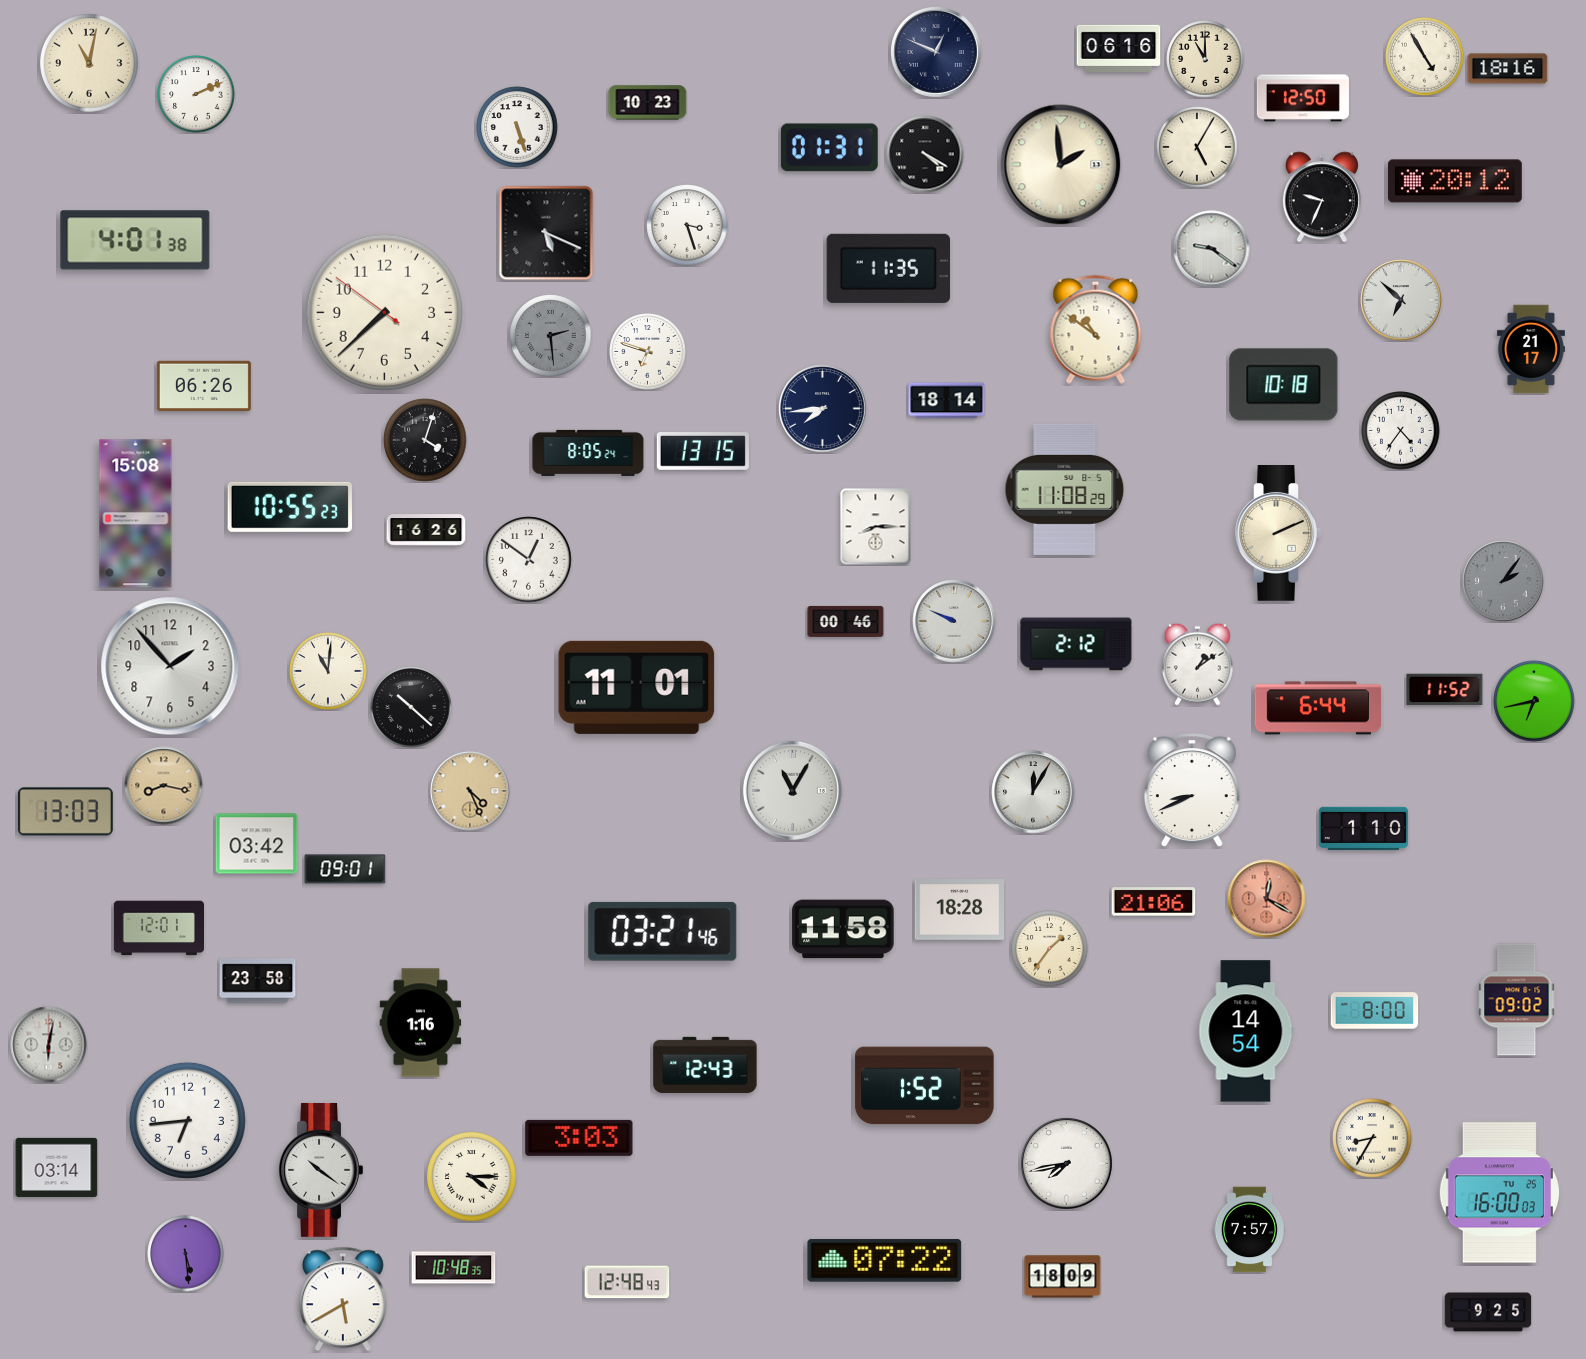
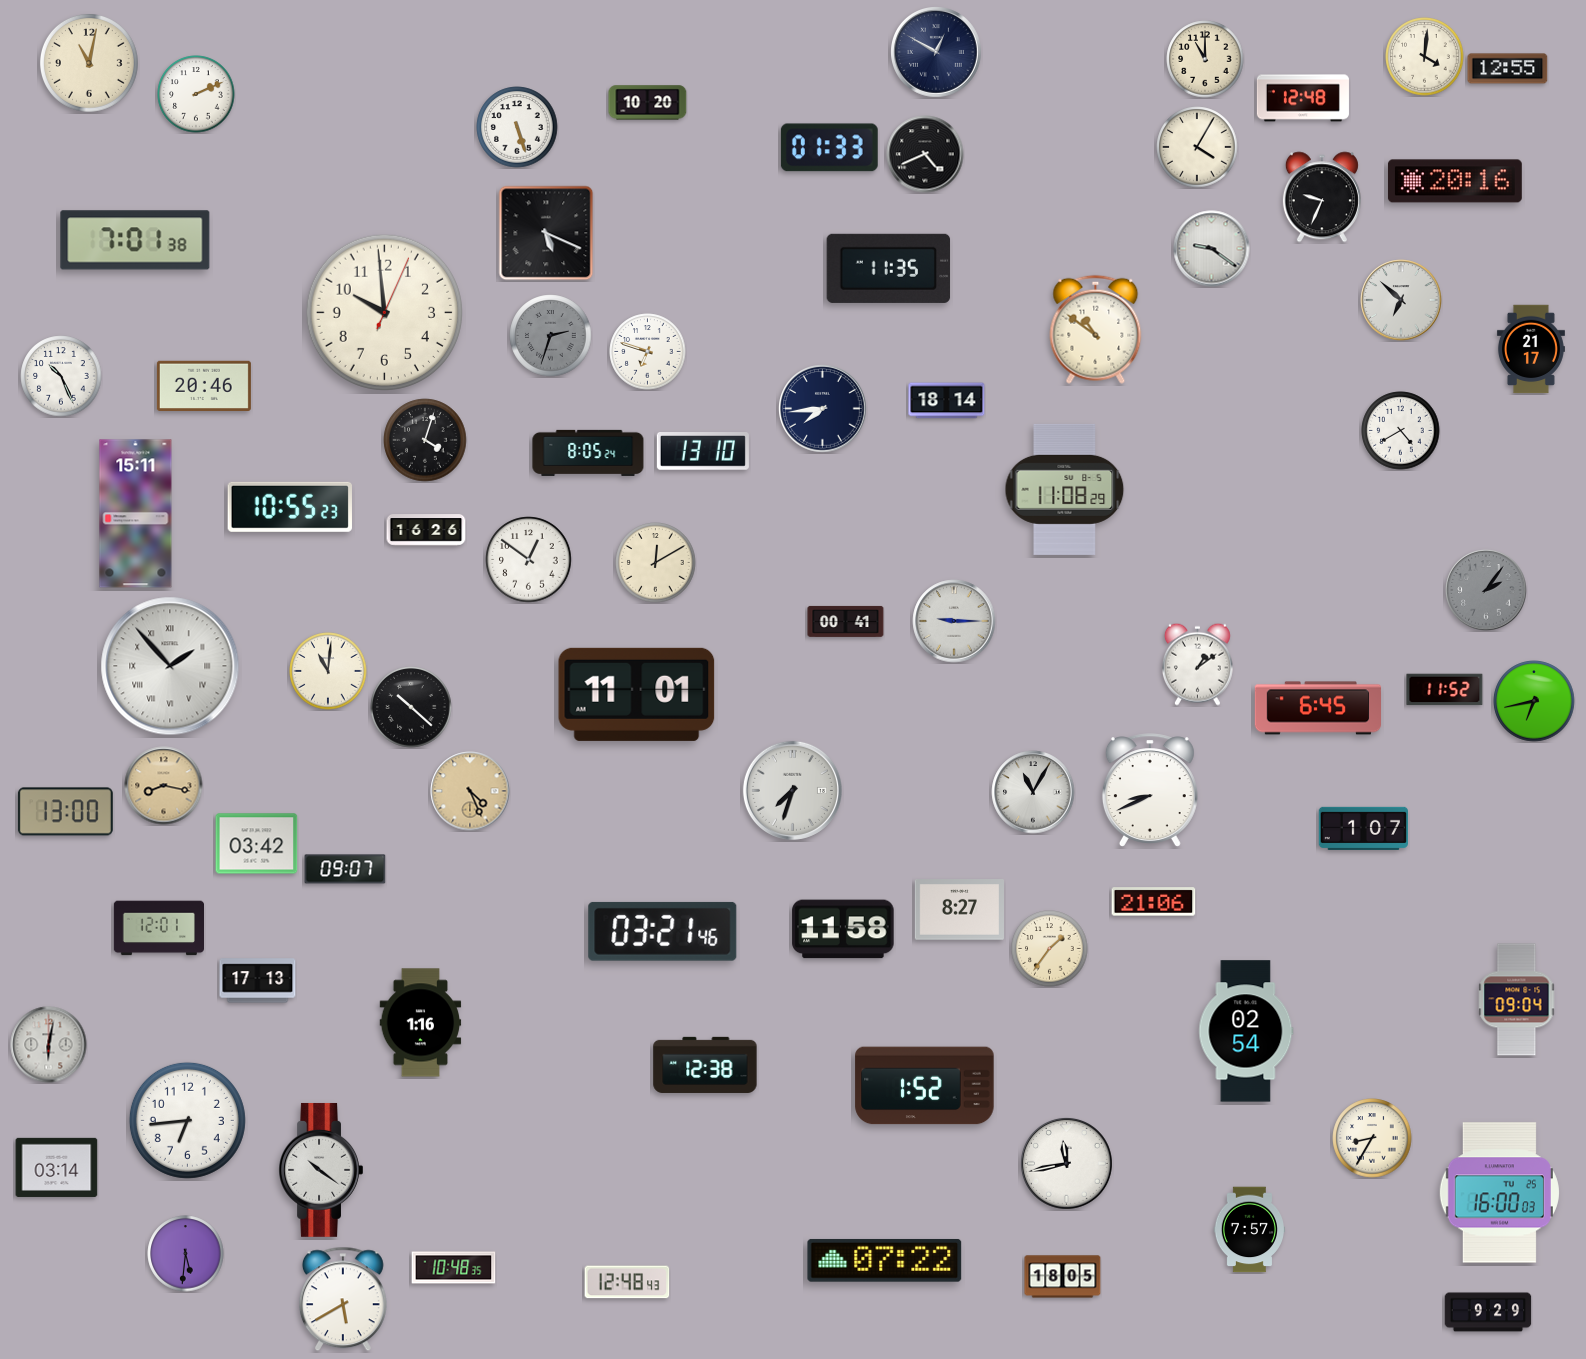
clock at (1119, 48): 06:16 -> none
clock at (937, 53): 12:49 -> 12:50
clock at (1425, 57): 4:55 -> 4:01
clock at (1508, 69): 18:16 -> 12:55
clock at (1303, 98): 12:50 -> 12:48
clock at (648, 103): 10:23 -> 10:20
clock at (1197, 147): 5:05 -> 4:05
clock at (829, 148): 01:31 -> 01:33
clock at (925, 154): 4:20 -> 4:41
clock at (1061, 165): 1:59 -> none
clock at (1455, 181): 20:12 -> 20:16
clock at (687, 225): 3:27 -> none
clock at (135, 240): 4:01 -> 7:01
clock at (384, 312): 7:37 -> 9:59
clock at (551, 336): 2:29 -> 2:33
clock at (61, 376): none -> 10:26
clock at (204, 385): 06:26 -> 20:46
clock at (1284, 385): 10:18 -> none
clock at (1401, 431): 4:36 -> 4:40
clock at (703, 452): 13:15 -> 13:10
clock at (136, 514): 15:08 -> 15:11
clock at (876, 527): 8:15 -> none
clock at (1278, 534): 2:11 -> none
clock at (656, 563): none -> 12:10
clock at (1503, 581) position: (1503, 581) -> (1486, 590)
clock at (846, 621): 00:46 -> 00:41
clock at (954, 621): 9:49 -> 9:15
clock at (1076, 644): 2:12 -> none
clock at (170, 666) numerals: Arabic -> Roman
clock at (637, 687) position: (637, 687) -> (637, 694)
clock at (1318, 708): 6:44 -> 6:45
clock at (792, 790): 11:05 -> 7:33
clock at (1192, 790) position: (1192, 790) -> (1150, 790)
clock at (1033, 792): 12:05 -> 11:05
clock at (65, 812): 13:03 -> 13:00
clock at (1363, 828): 1:10 -> 1:07
clock at (345, 869): 09:01 -> 09:07
clock at (1267, 899): 12:20 -> none
clock at (959, 910): 18:28 -> 8:27
clock at (258, 981): 23:58 -> 17:13
clock at (1517, 1000): 09:02 -> 09:04
clock at (1375, 1011): 8:00 -> none
clock at (1246, 1031): 14:54 -> 02:54
clock at (705, 1065): 12:43 -> 12:38
clock at (579, 1138): 3:03 -> none
clock at (1067, 1164): 7:43 -> 11:43
clock at (472, 1177): 4:15 -> none
clock at (186, 1254): 5:29 -> 5:31
clock at (1063, 1277): 18:09 -> 18:05
clock at (1488, 1312): 9:25 -> 9:29
